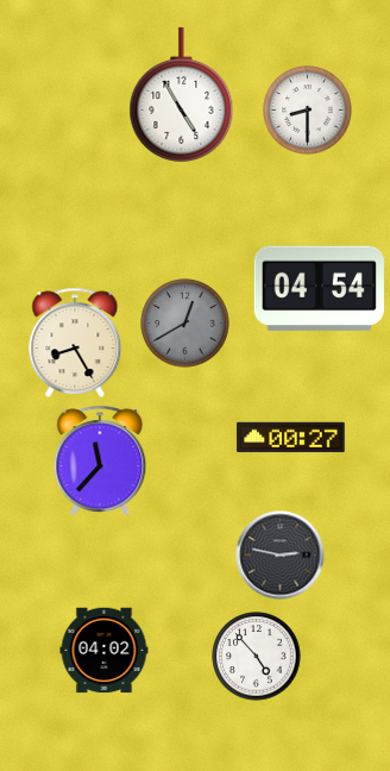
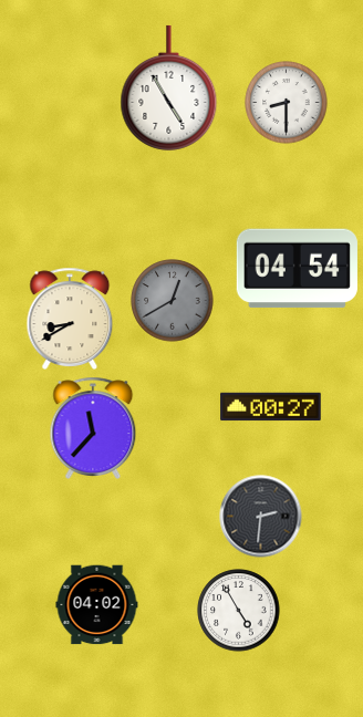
clock at (75, 343): 8:25 -> 8:40
clock at (281, 556): 2:47 -> 2:31
clock at (257, 657): 4:53 -> 4:55
